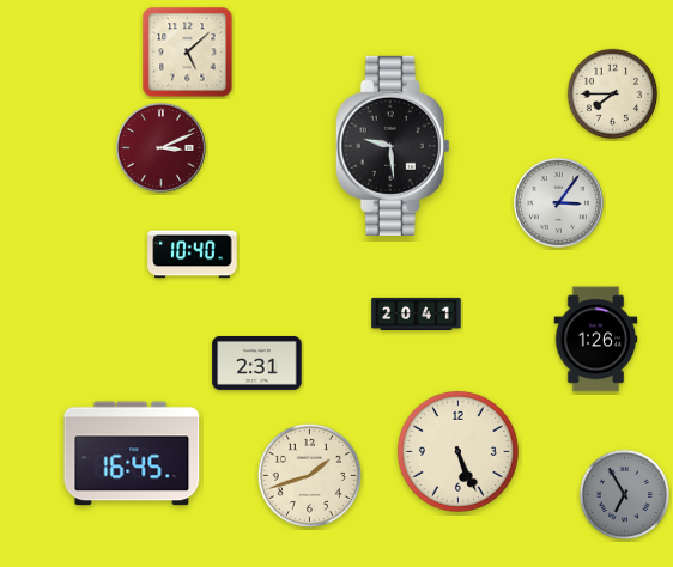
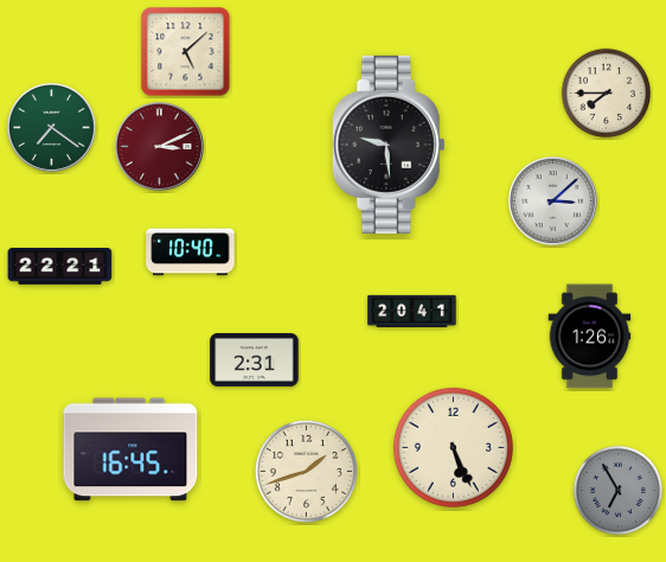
clock at (51, 127): none -> 7:21
clock at (558, 202): 3:06 -> 3:08
clock at (60, 267): none -> 22:21
